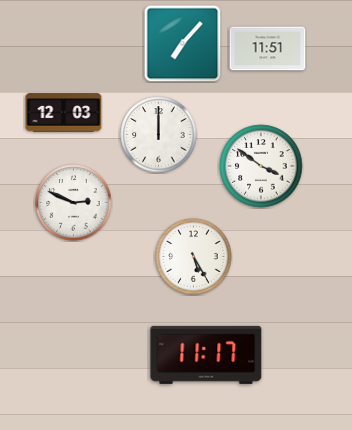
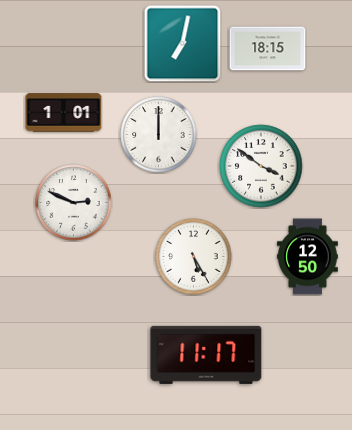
clock at (182, 43): 7:07 -> 7:02
clock at (268, 49): 11:51 -> 18:15
clock at (64, 113): 12:03 -> 1:01
clock at (308, 257): none -> 12:50
